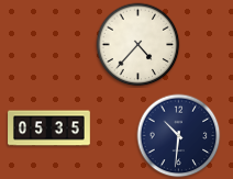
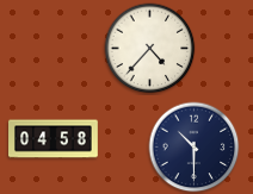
clock at (49, 128): 05:35 -> 04:58
clock at (179, 136): 10:31 -> 10:30
